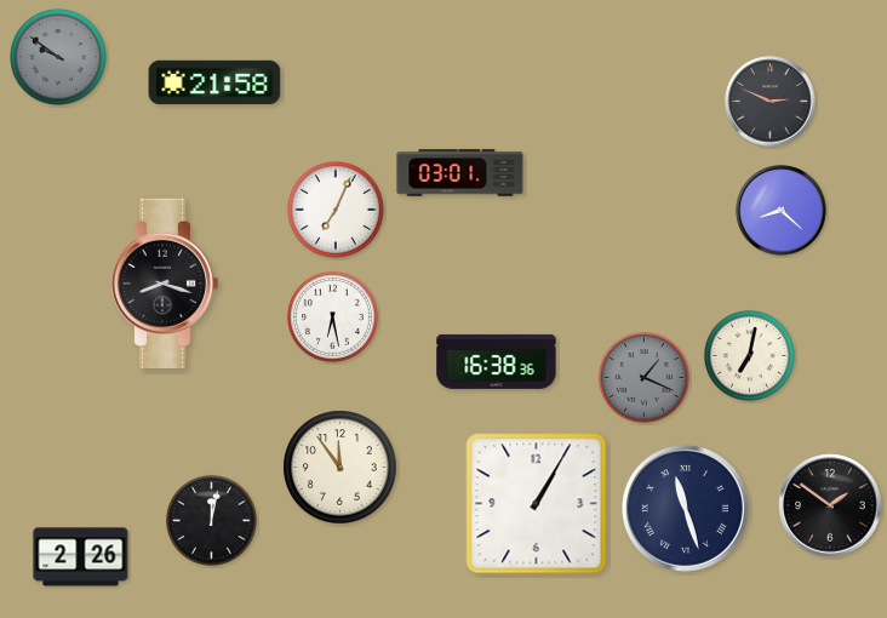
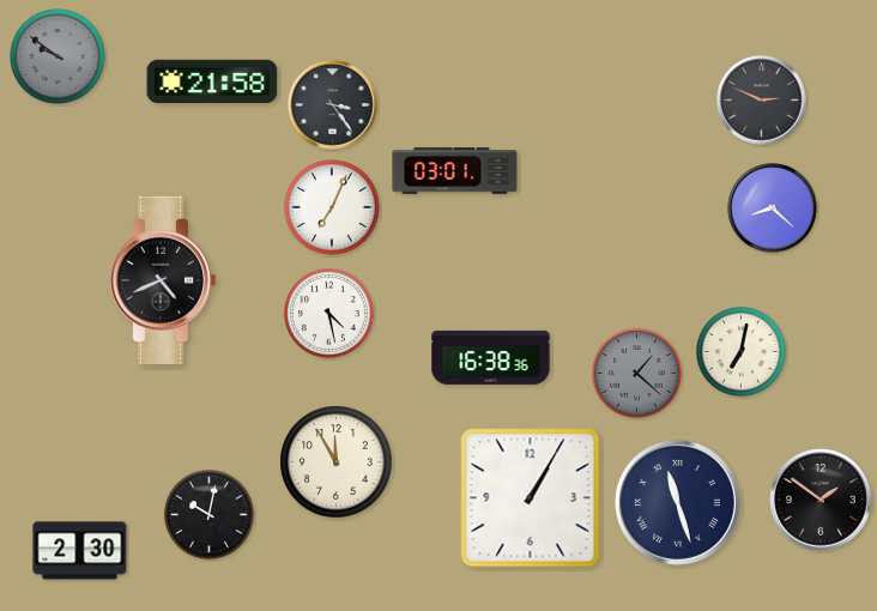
clock at (333, 105): none -> 3:24
clock at (164, 284): 8:18 -> 4:41
clock at (332, 316): 6:28 -> 4:28
clock at (643, 377): 1:19 -> 1:22
clock at (341, 468): 11:54 -> 11:55
clock at (211, 520): 12:02 -> 10:02
clock at (81, 557): 2:26 -> 2:30
